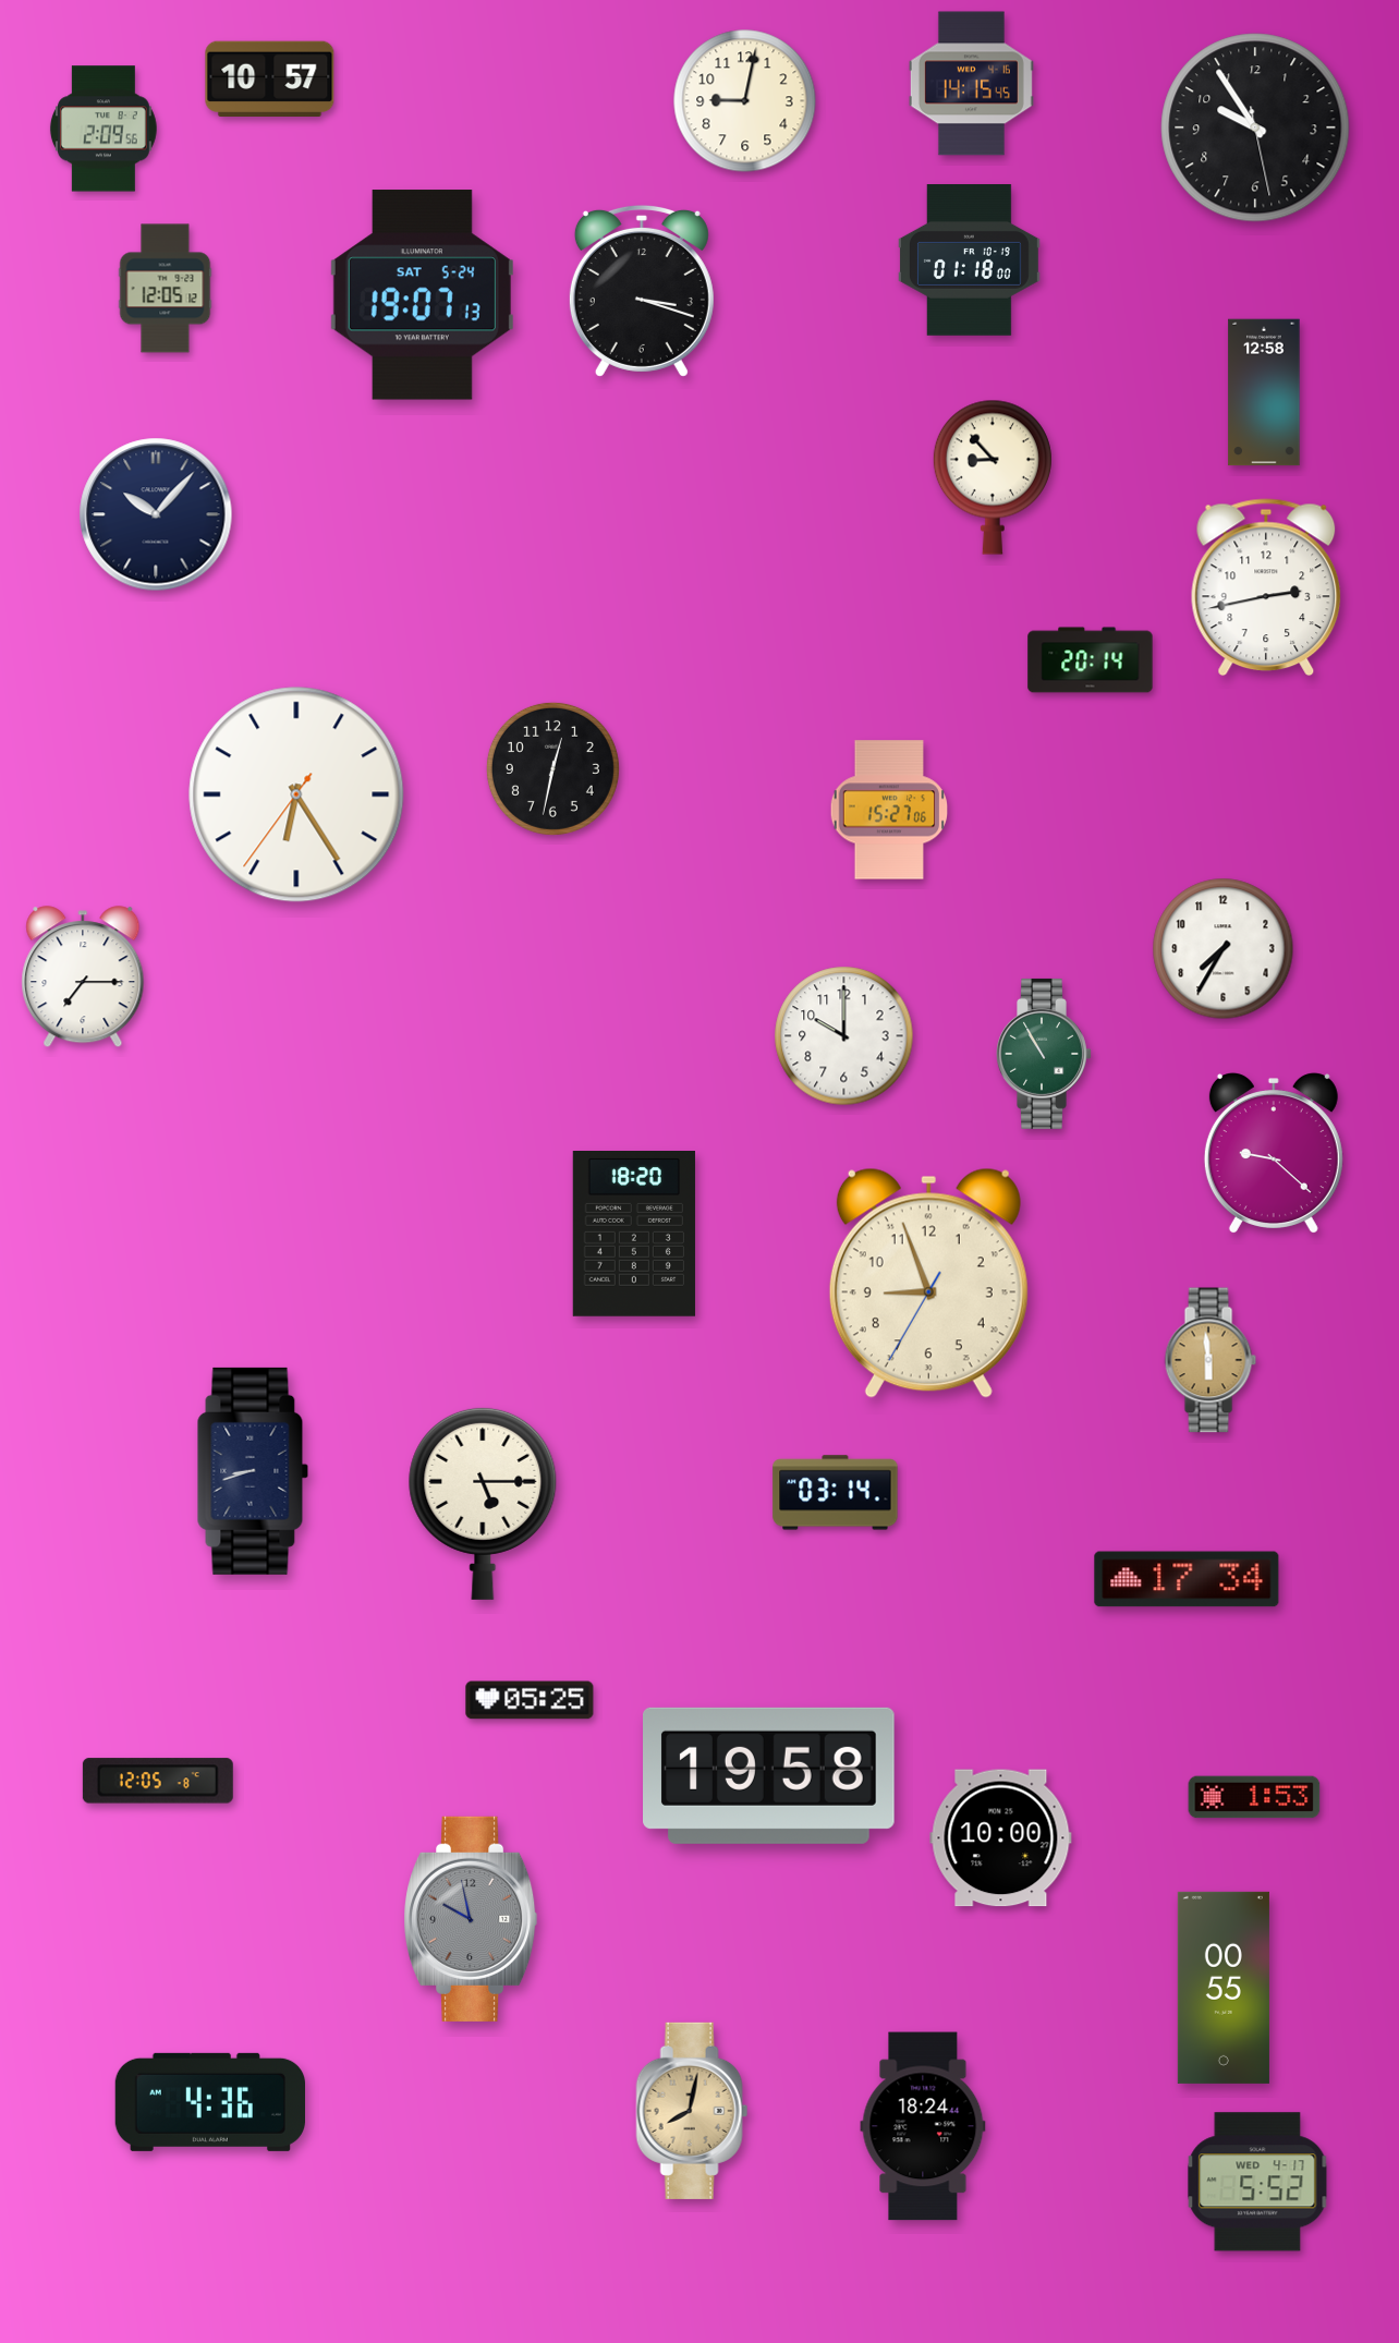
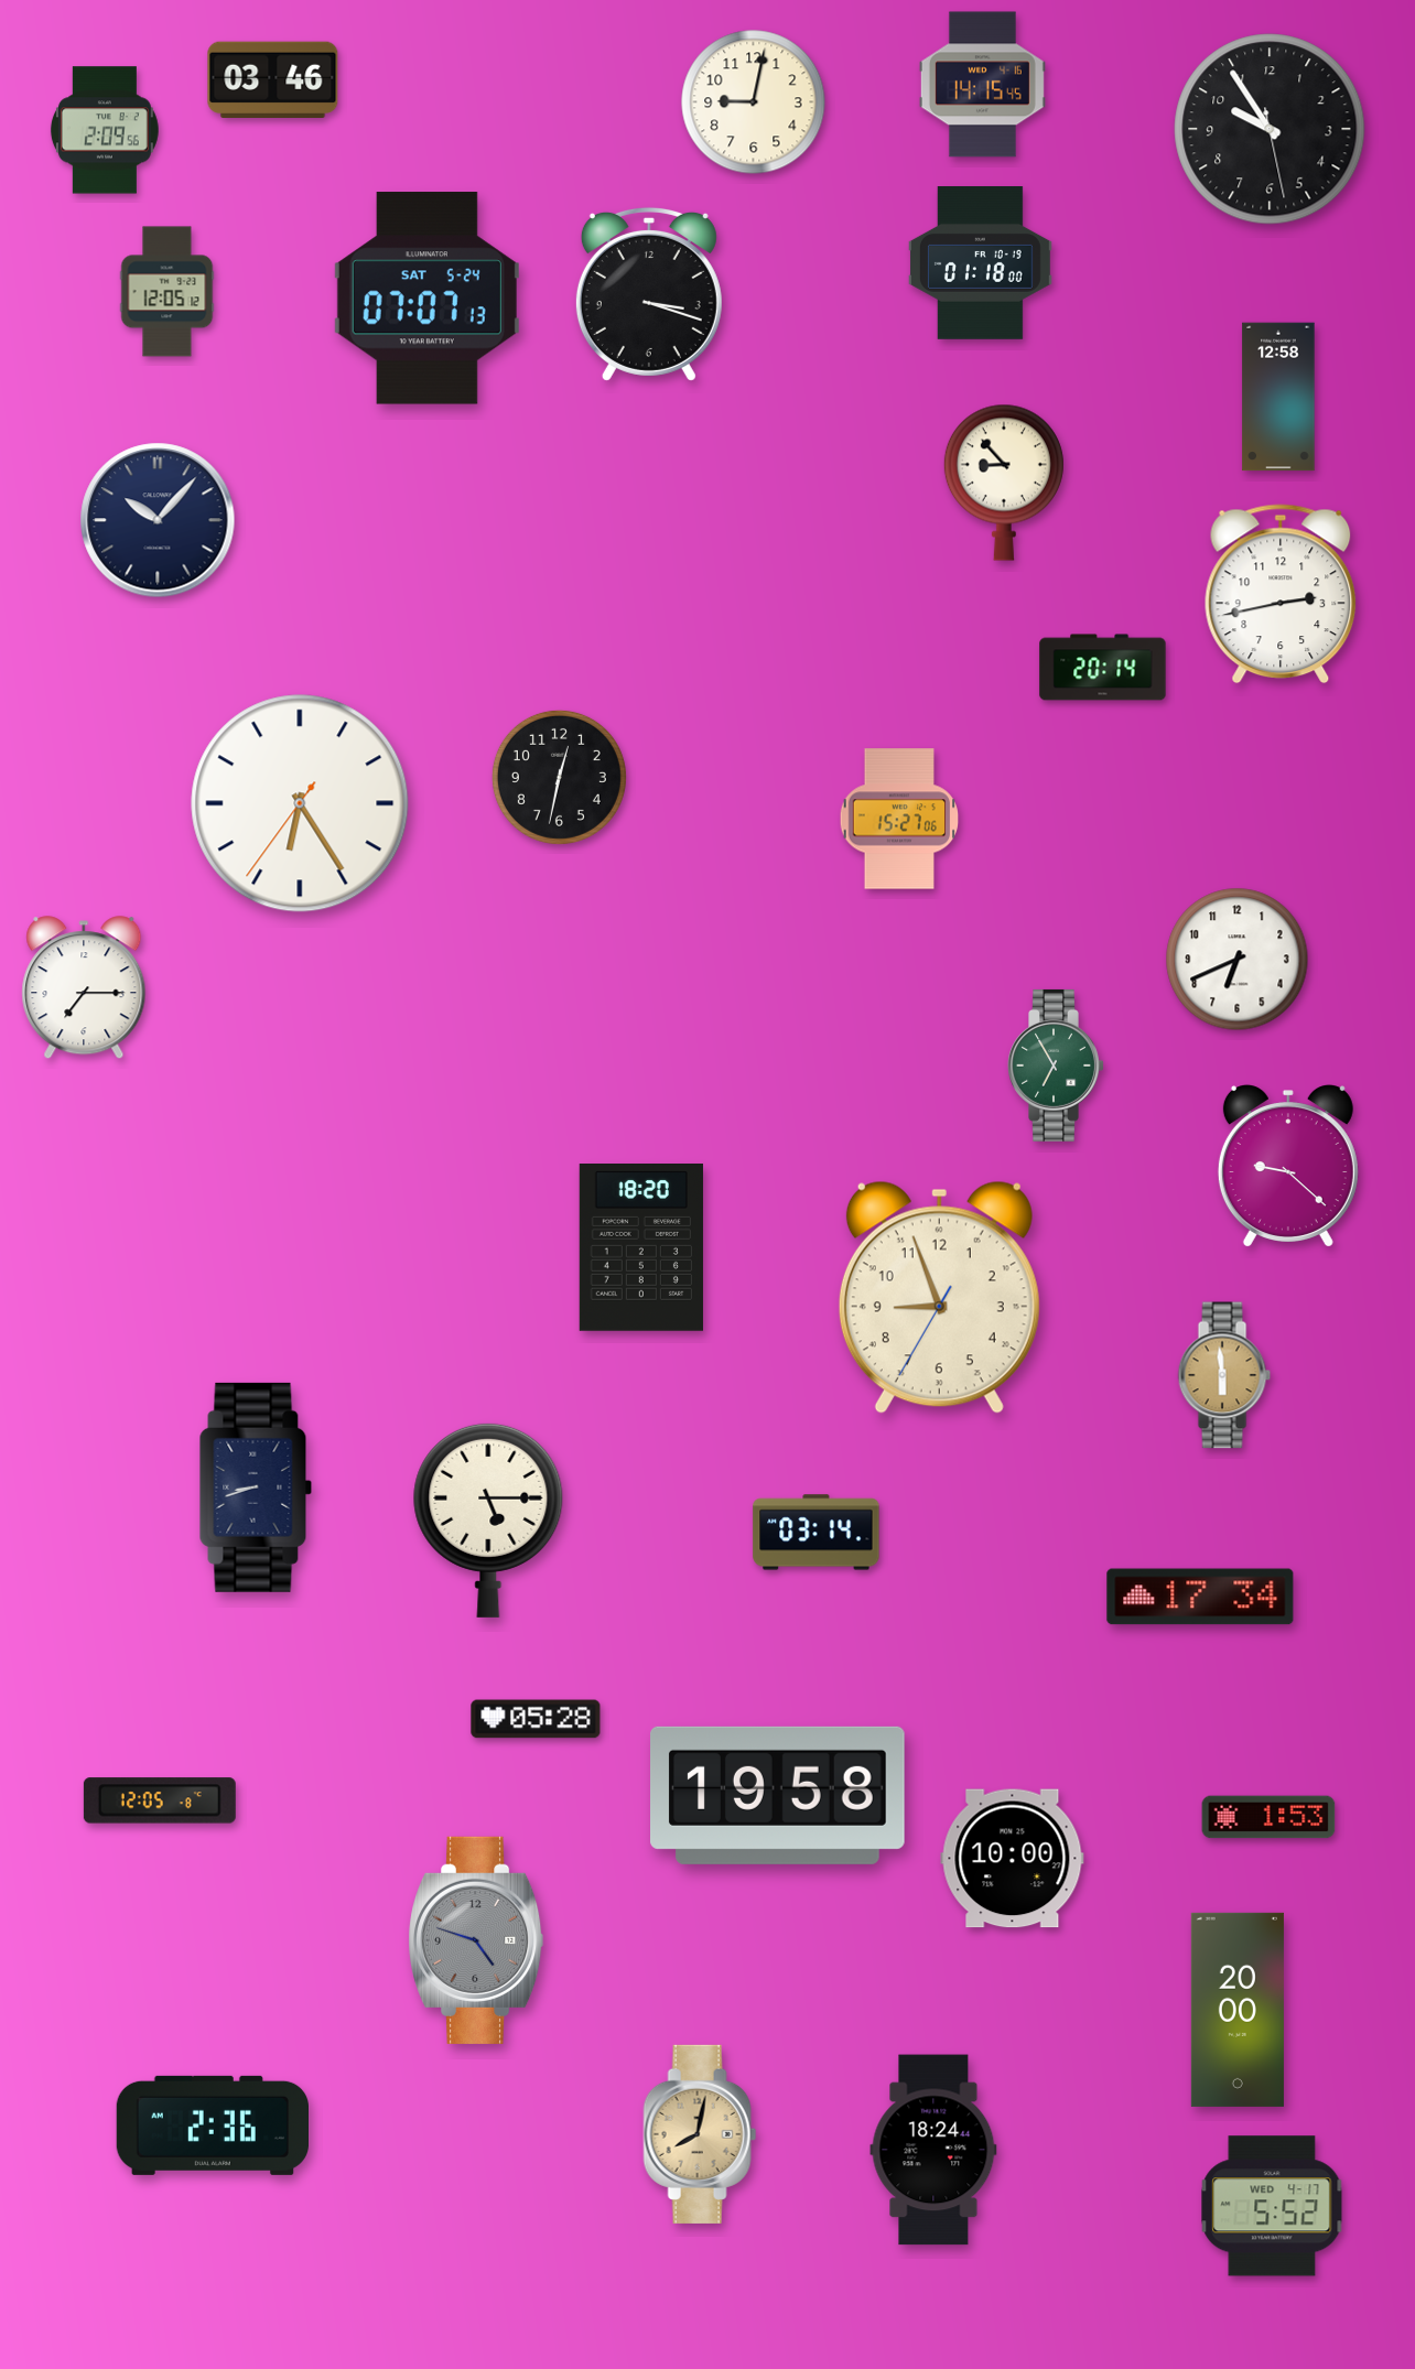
clock at (270, 78): 10:57 -> 03:46
clock at (422, 295): 19:07 -> 07:07
clock at (1224, 949): 7:35 -> 6:41
clock at (844, 1036): 10:00 -> none
clock at (1044, 1054): 10:55 -> 6:55
clock at (836, 1493) position: (836, 1493) -> (817, 1533)
clock at (530, 1700): 05:25 -> 05:28
clock at (471, 1919): 9:58 -> 4:48
clock at (1224, 1988): 00:55 -> 20:00
clock at (209, 2102): 4:36 -> 2:36
